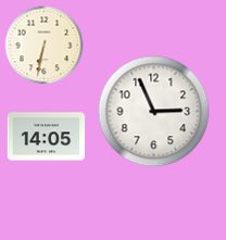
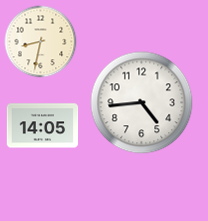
clock at (45, 46): 6:32 -> 8:32
clock at (154, 112): 2:56 -> 4:44
